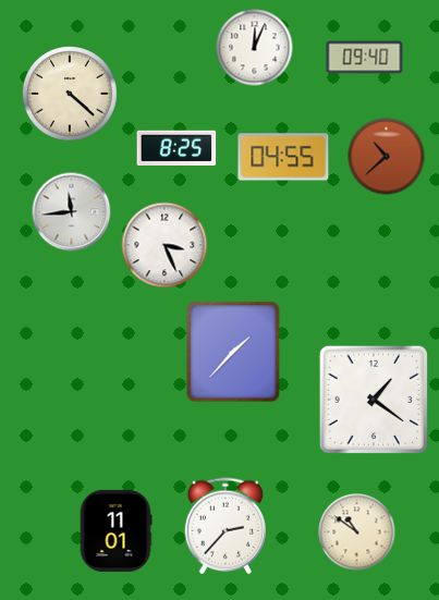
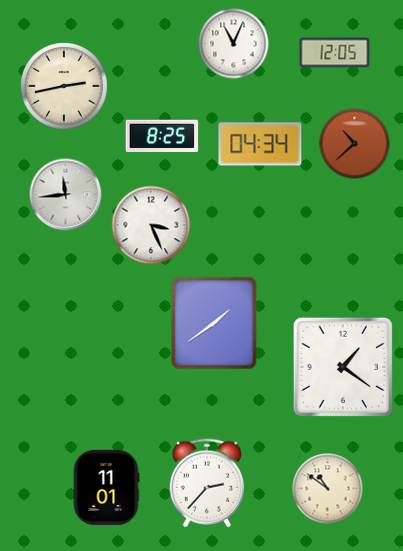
clock at (255, 48): 12:04 -> 11:04
clock at (365, 58): 09:40 -> 12:05
clock at (71, 95): 4:22 -> 2:43
clock at (283, 157): 04:55 -> 04:34
clock at (233, 352): 1:37 -> 1:39
